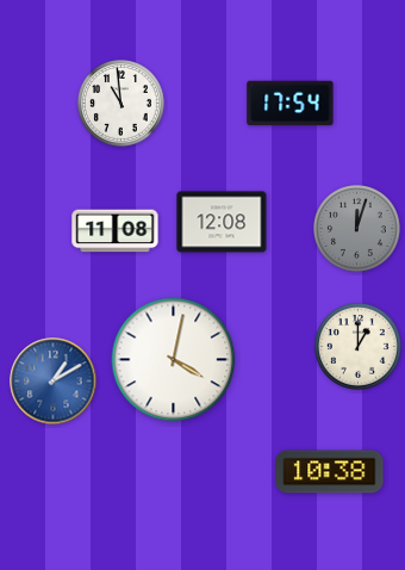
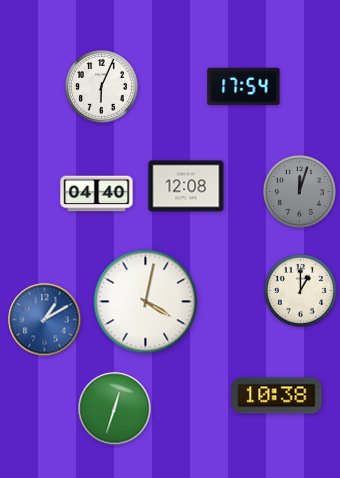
clock at (121, 104): 10:59 -> 6:04
clock at (116, 231): 11:08 -> 04:40
clock at (115, 409): none -> 12:33
